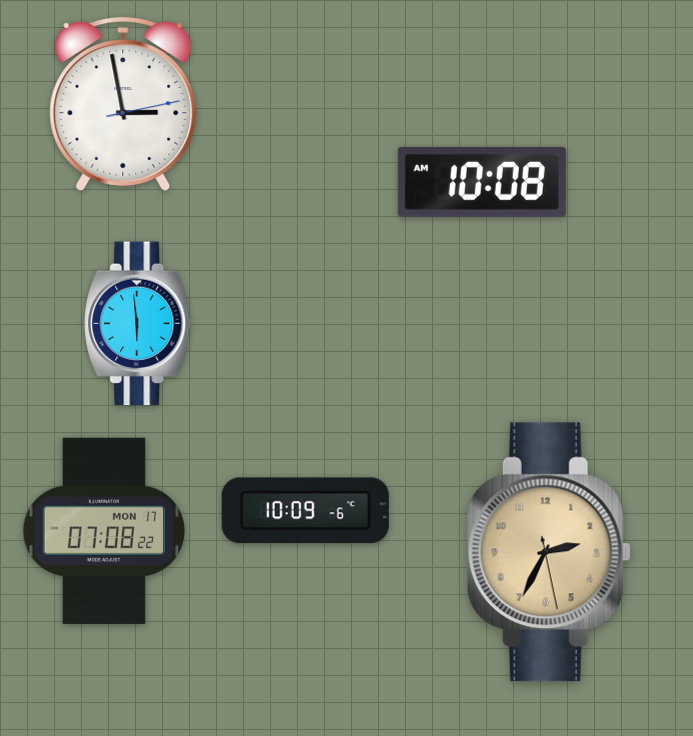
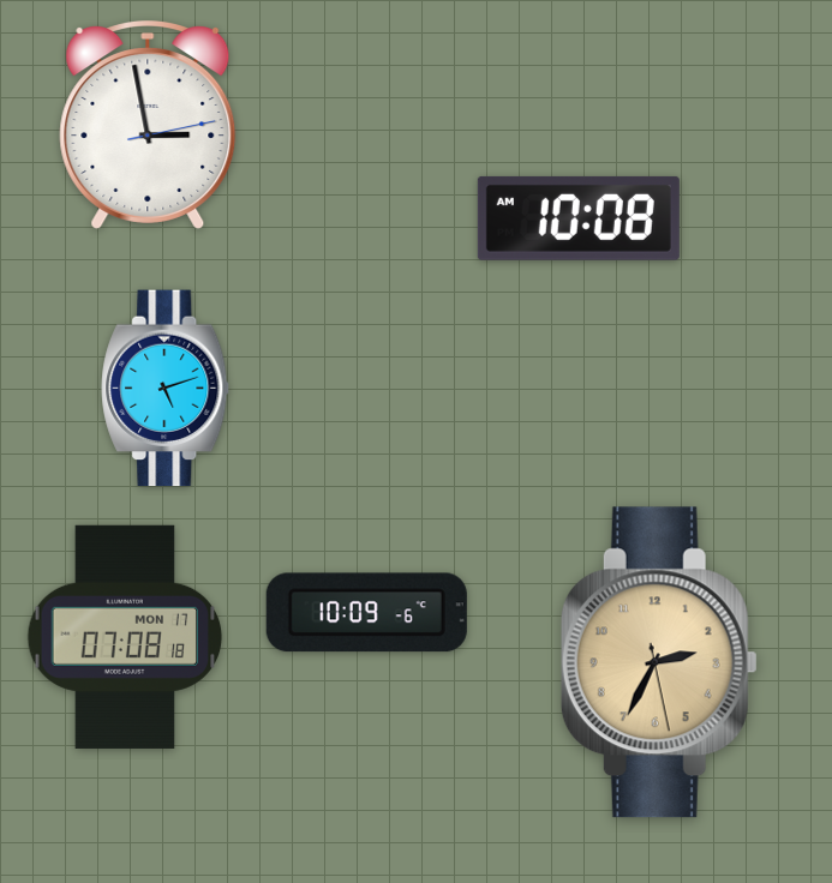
clock at (138, 324): 5:59 -> 5:12
clock at (104, 531): 07:08:22 -> 07:08:18
